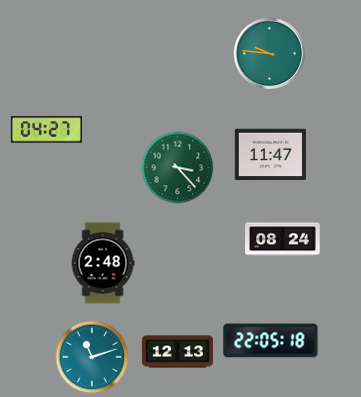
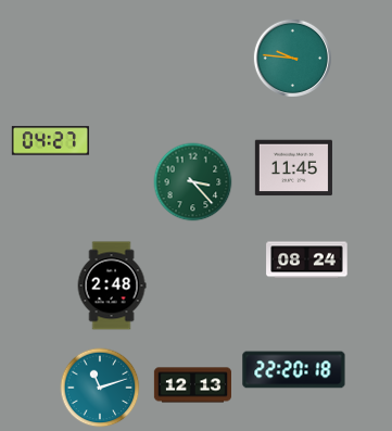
clock at (270, 155): 11:47 -> 11:45
clock at (271, 341): 22:05 -> 22:20
clock at (177, 352) position: (177, 352) -> (192, 385)
